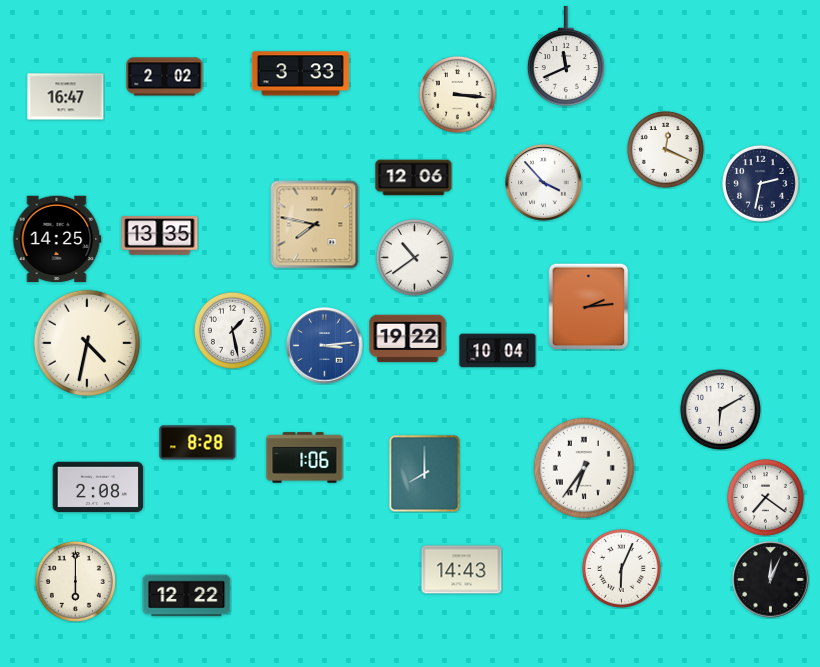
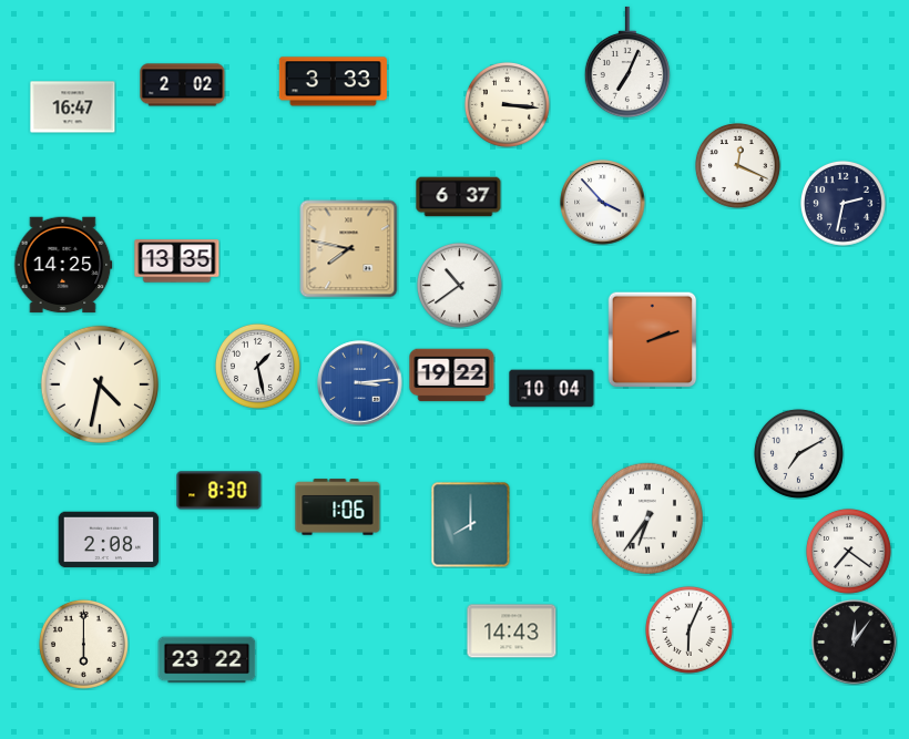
clock at (566, 56): 11:41 -> 7:04
clock at (414, 178): 12:06 -> 6:37
clock at (589, 306): 2:14 -> 2:12
clock at (86, 342) position: (86, 342) -> (99, 383)
clock at (720, 409): 6:10 -> 7:10
clock at (198, 443): 8:28 -> 8:30
clock at (771, 580): 12:04 -> 12:06
clock at (187, 596): 12:22 -> 23:22
